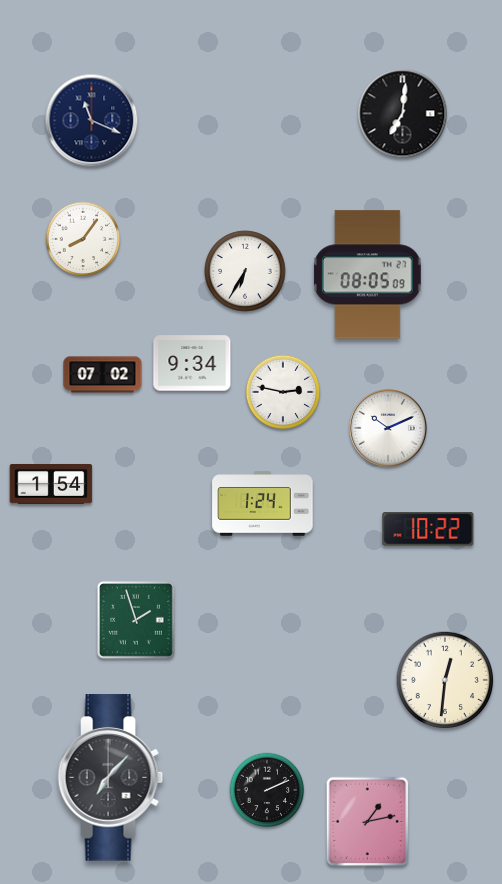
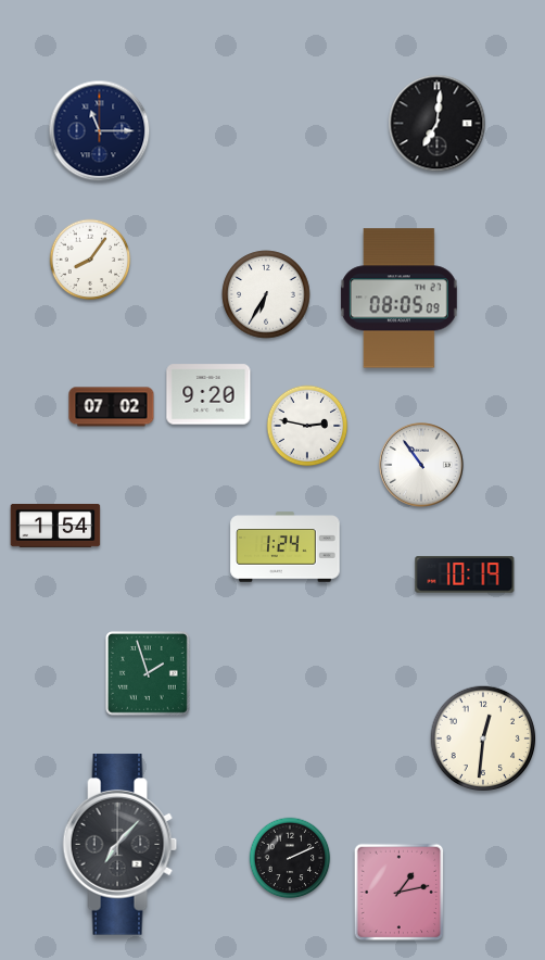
clock at (92, 121): 11:19 -> 11:15
clock at (192, 363): 9:34 -> 9:20
clock at (388, 428): 10:11 -> 10:54
clock at (428, 529): 10:22 -> 10:19
